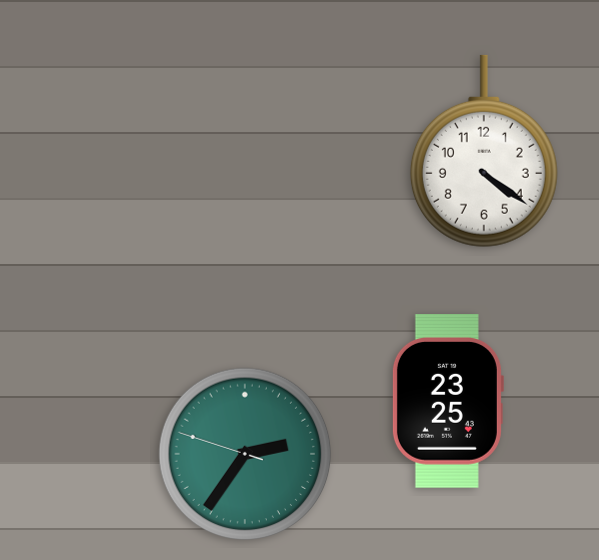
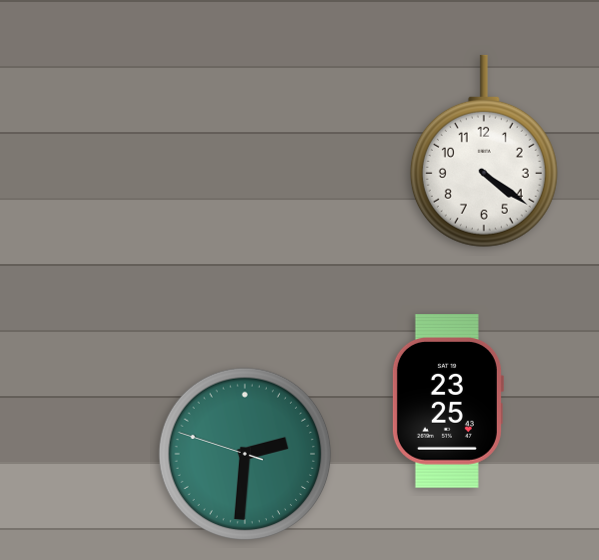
clock at (245, 454): 2:35 -> 2:30
